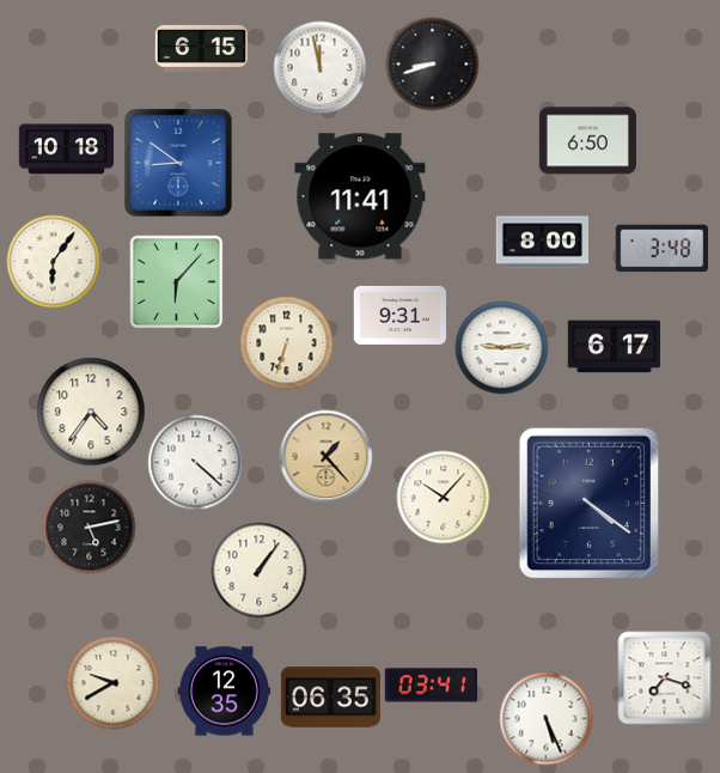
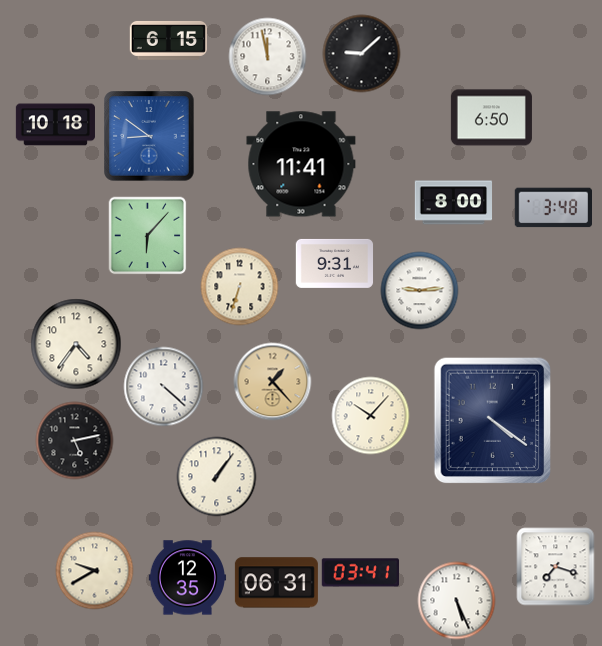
clock at (432, 63): 8:42 -> 9:08
clock at (53, 261): 6:06 -> none
clock at (614, 347): 6:17 -> none
clock at (330, 698): 06:35 -> 06:31
